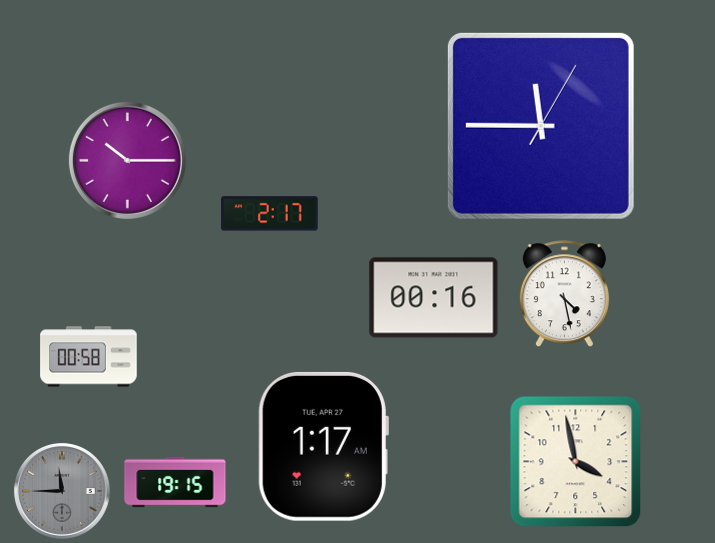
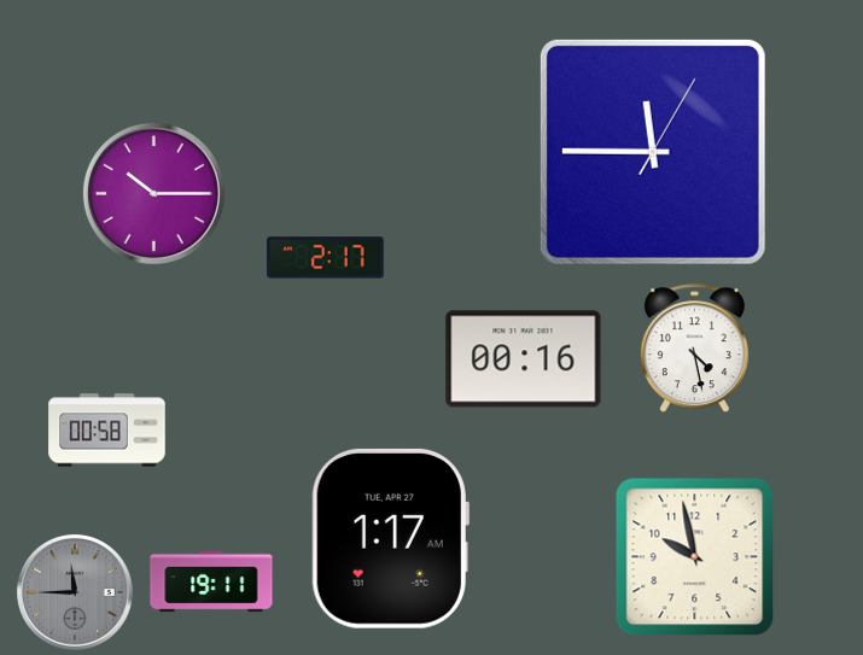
clock at (564, 294) position: (564, 294) -> (694, 349)
clock at (576, 462): 3:58 -> 9:58
clock at (175, 482): 19:15 -> 19:11
